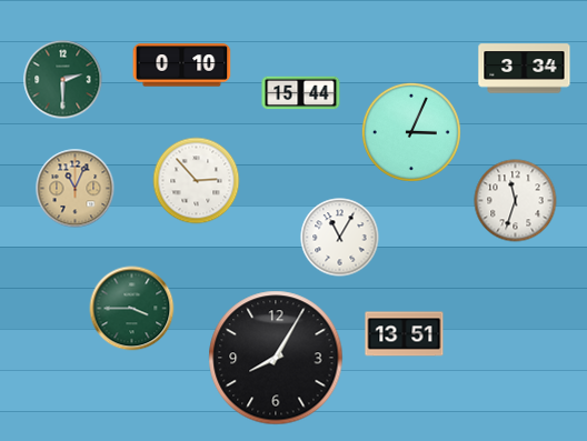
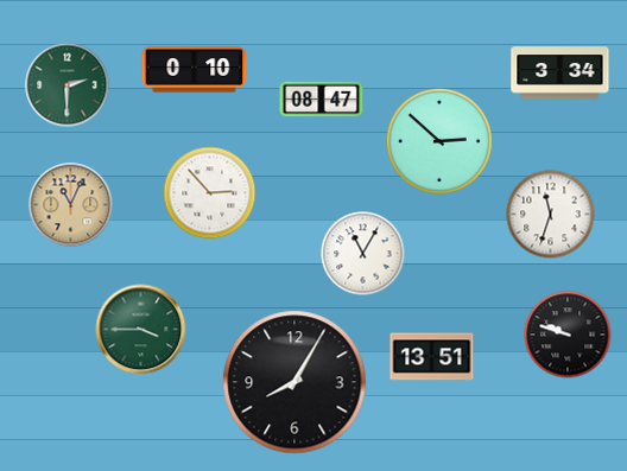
clock at (301, 93): 15:44 -> 08:47
clock at (411, 132): 3:04 -> 2:52
clock at (76, 189) position: (76, 189) -> (71, 205)
clock at (568, 335): none -> 9:48
